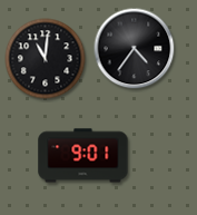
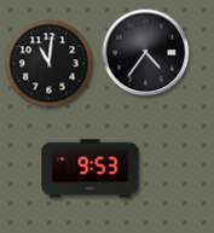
clock at (83, 156): 9:01 -> 9:53
